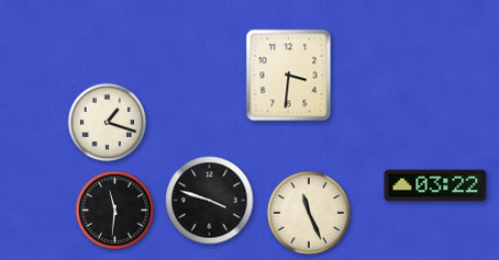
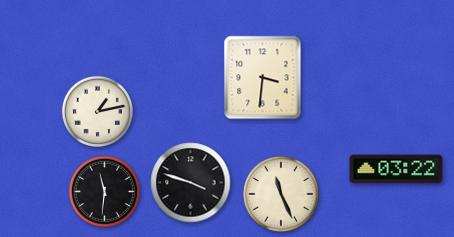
clock at (289, 76) position: (289, 76) -> (263, 78)
clock at (107, 122): 1:18 -> 1:13
